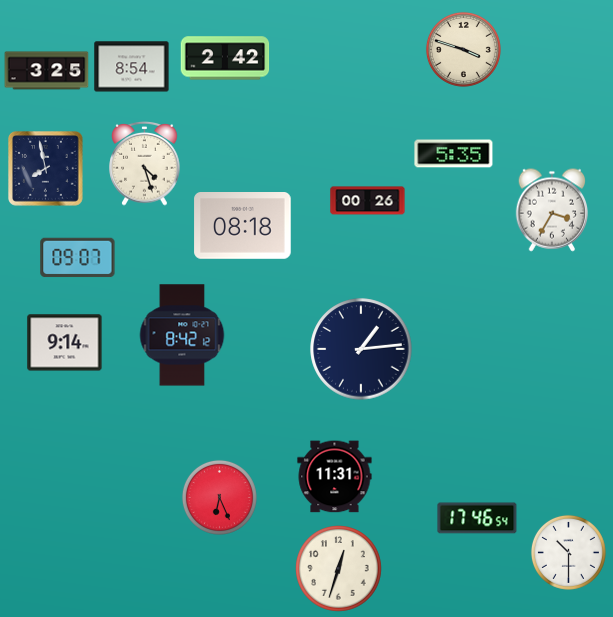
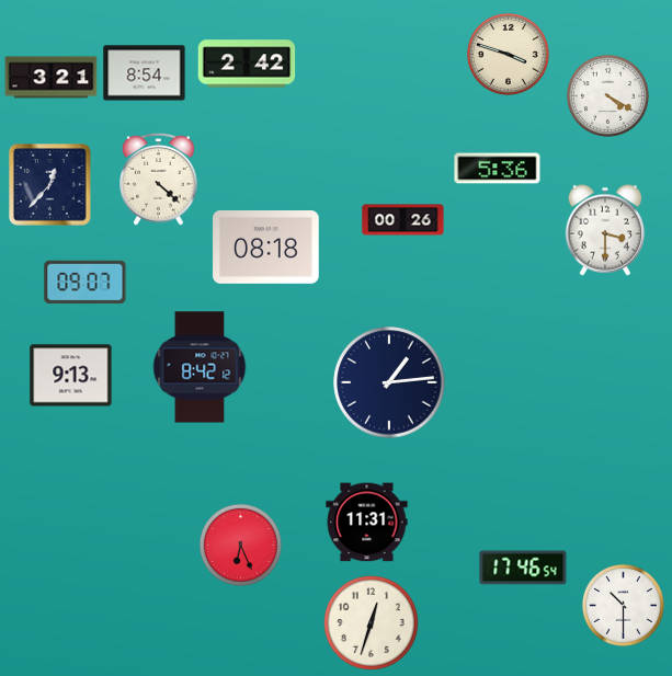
clock at (47, 71): 3:25 -> 3:21
clock at (607, 95): none -> 4:20
clock at (454, 154): 5:35 -> 5:36
clock at (145, 164): 4:27 -> 4:22
clock at (46, 169): 7:58 -> 12:37
clock at (551, 210): 3:35 -> 3:30
clock at (65, 343): 9:14 -> 9:13
clock at (361, 349) position: (361, 349) -> (389, 382)
